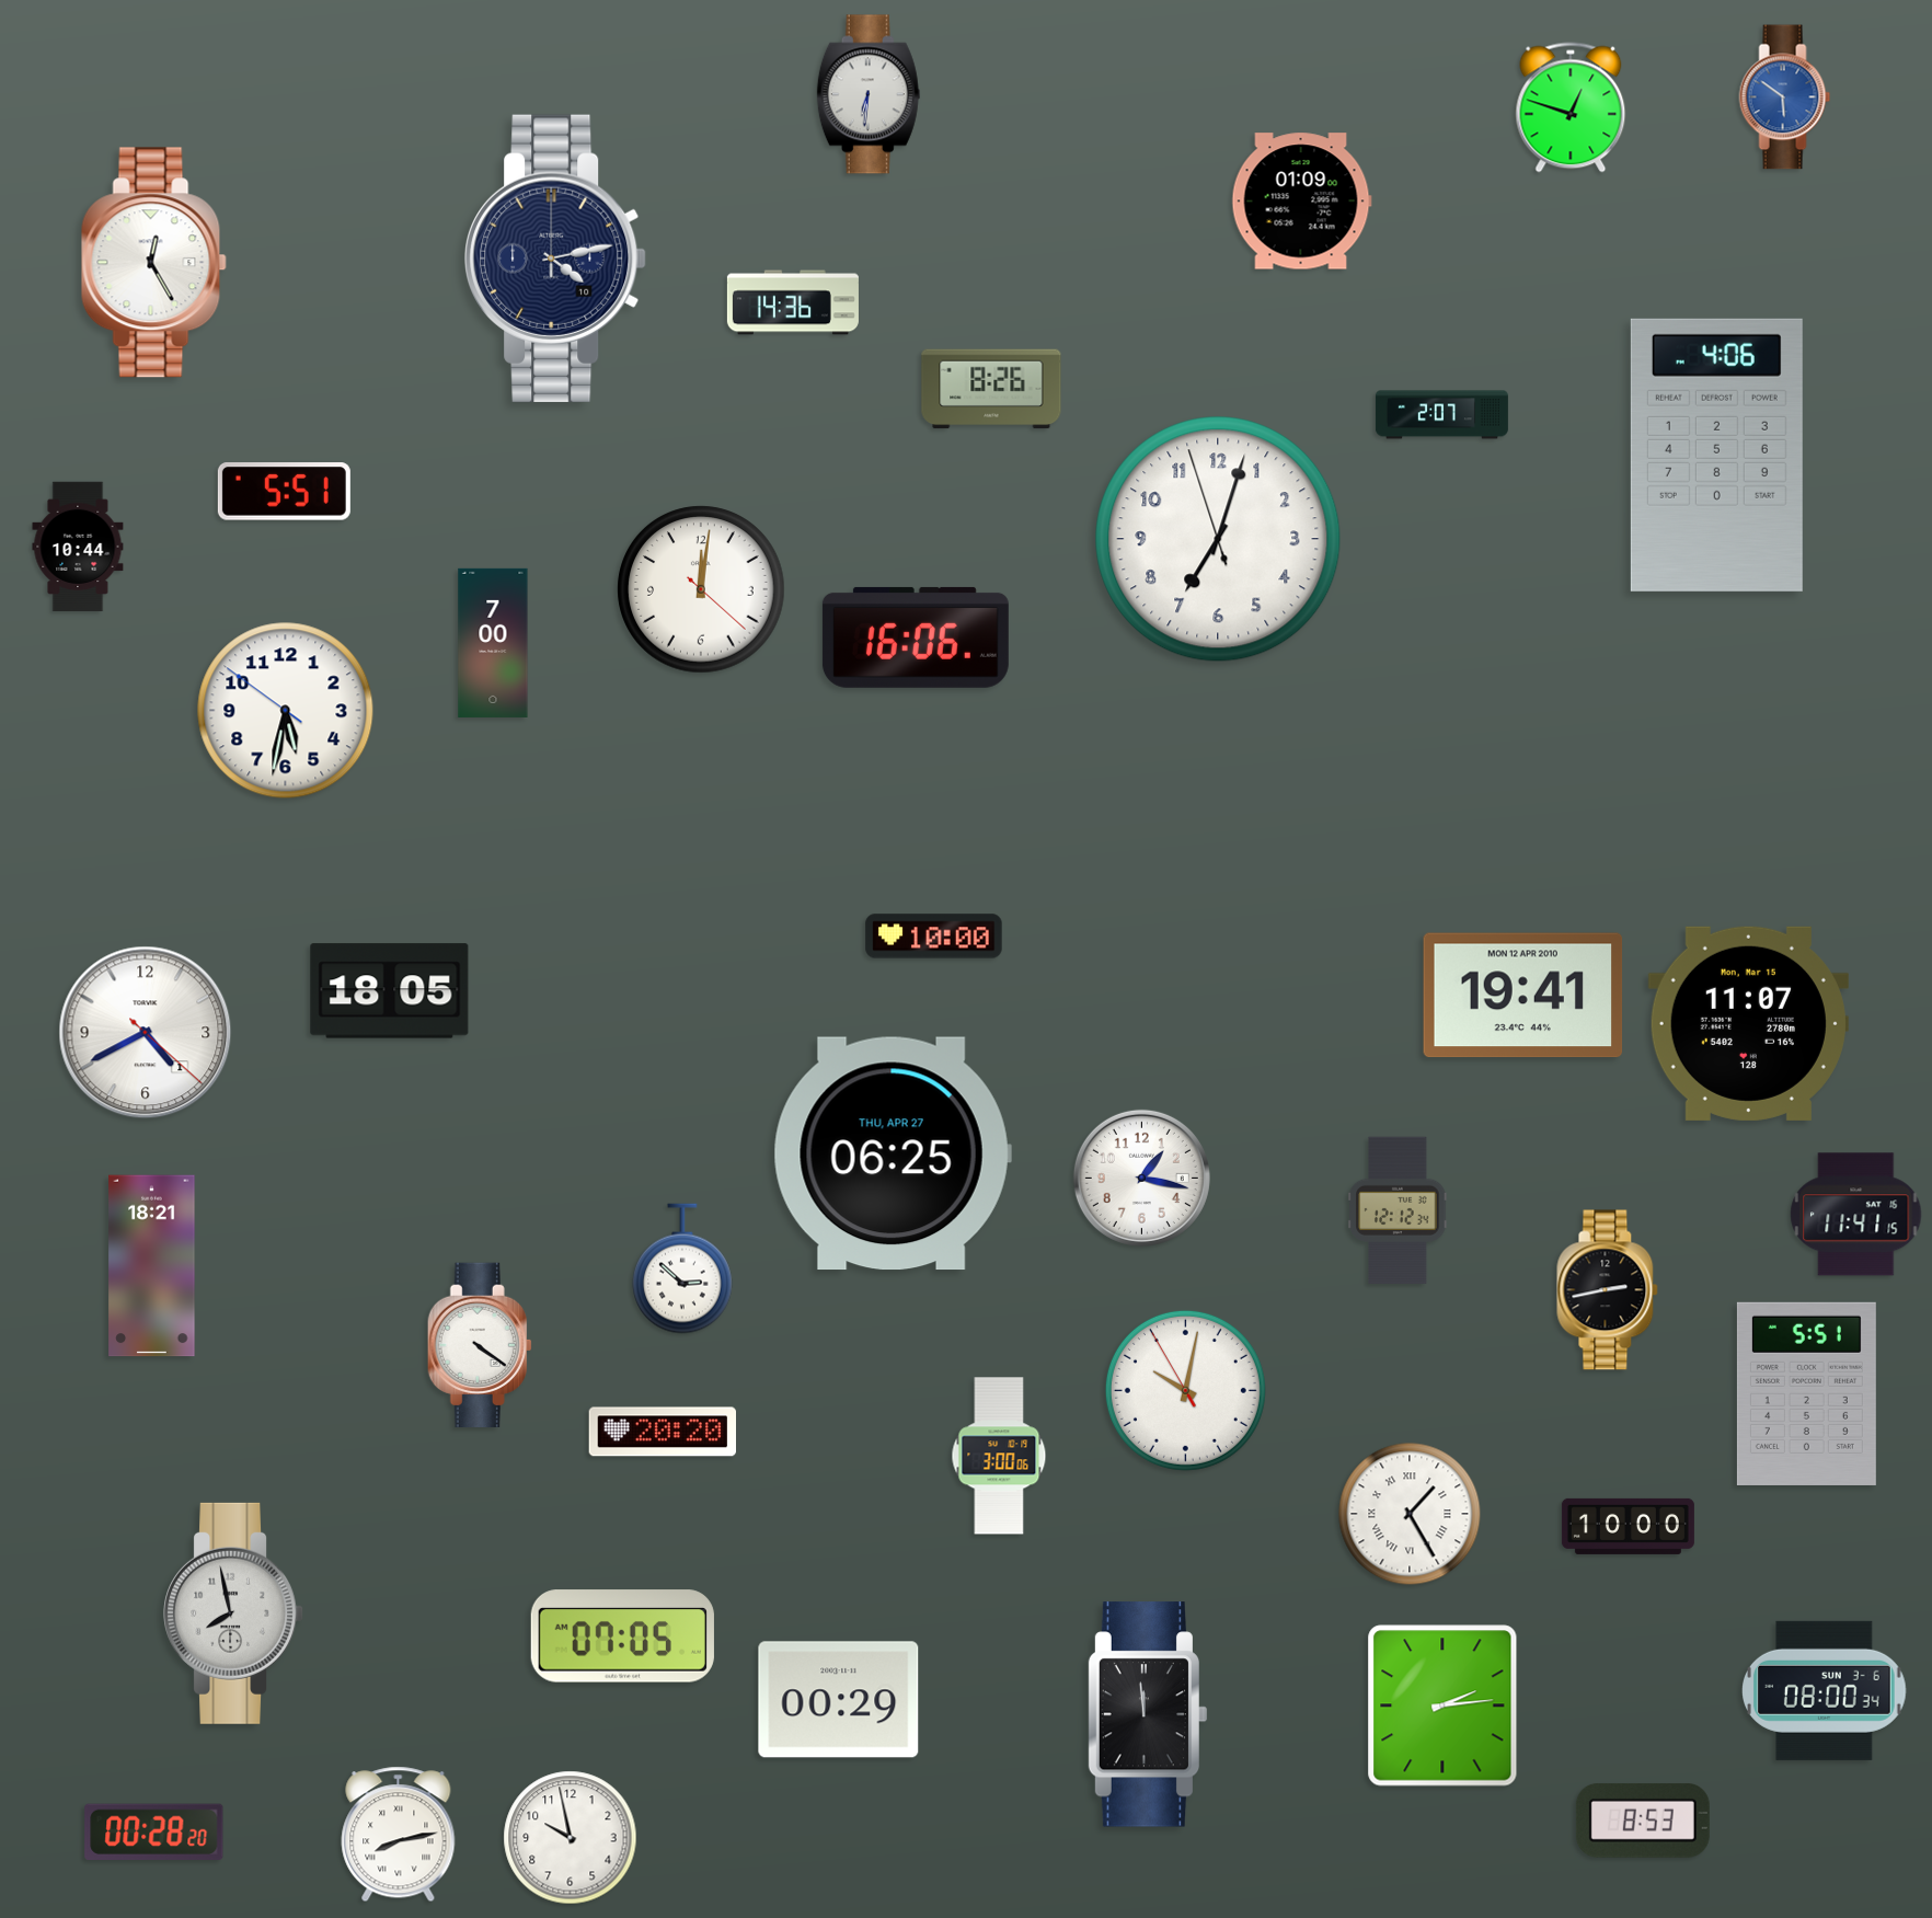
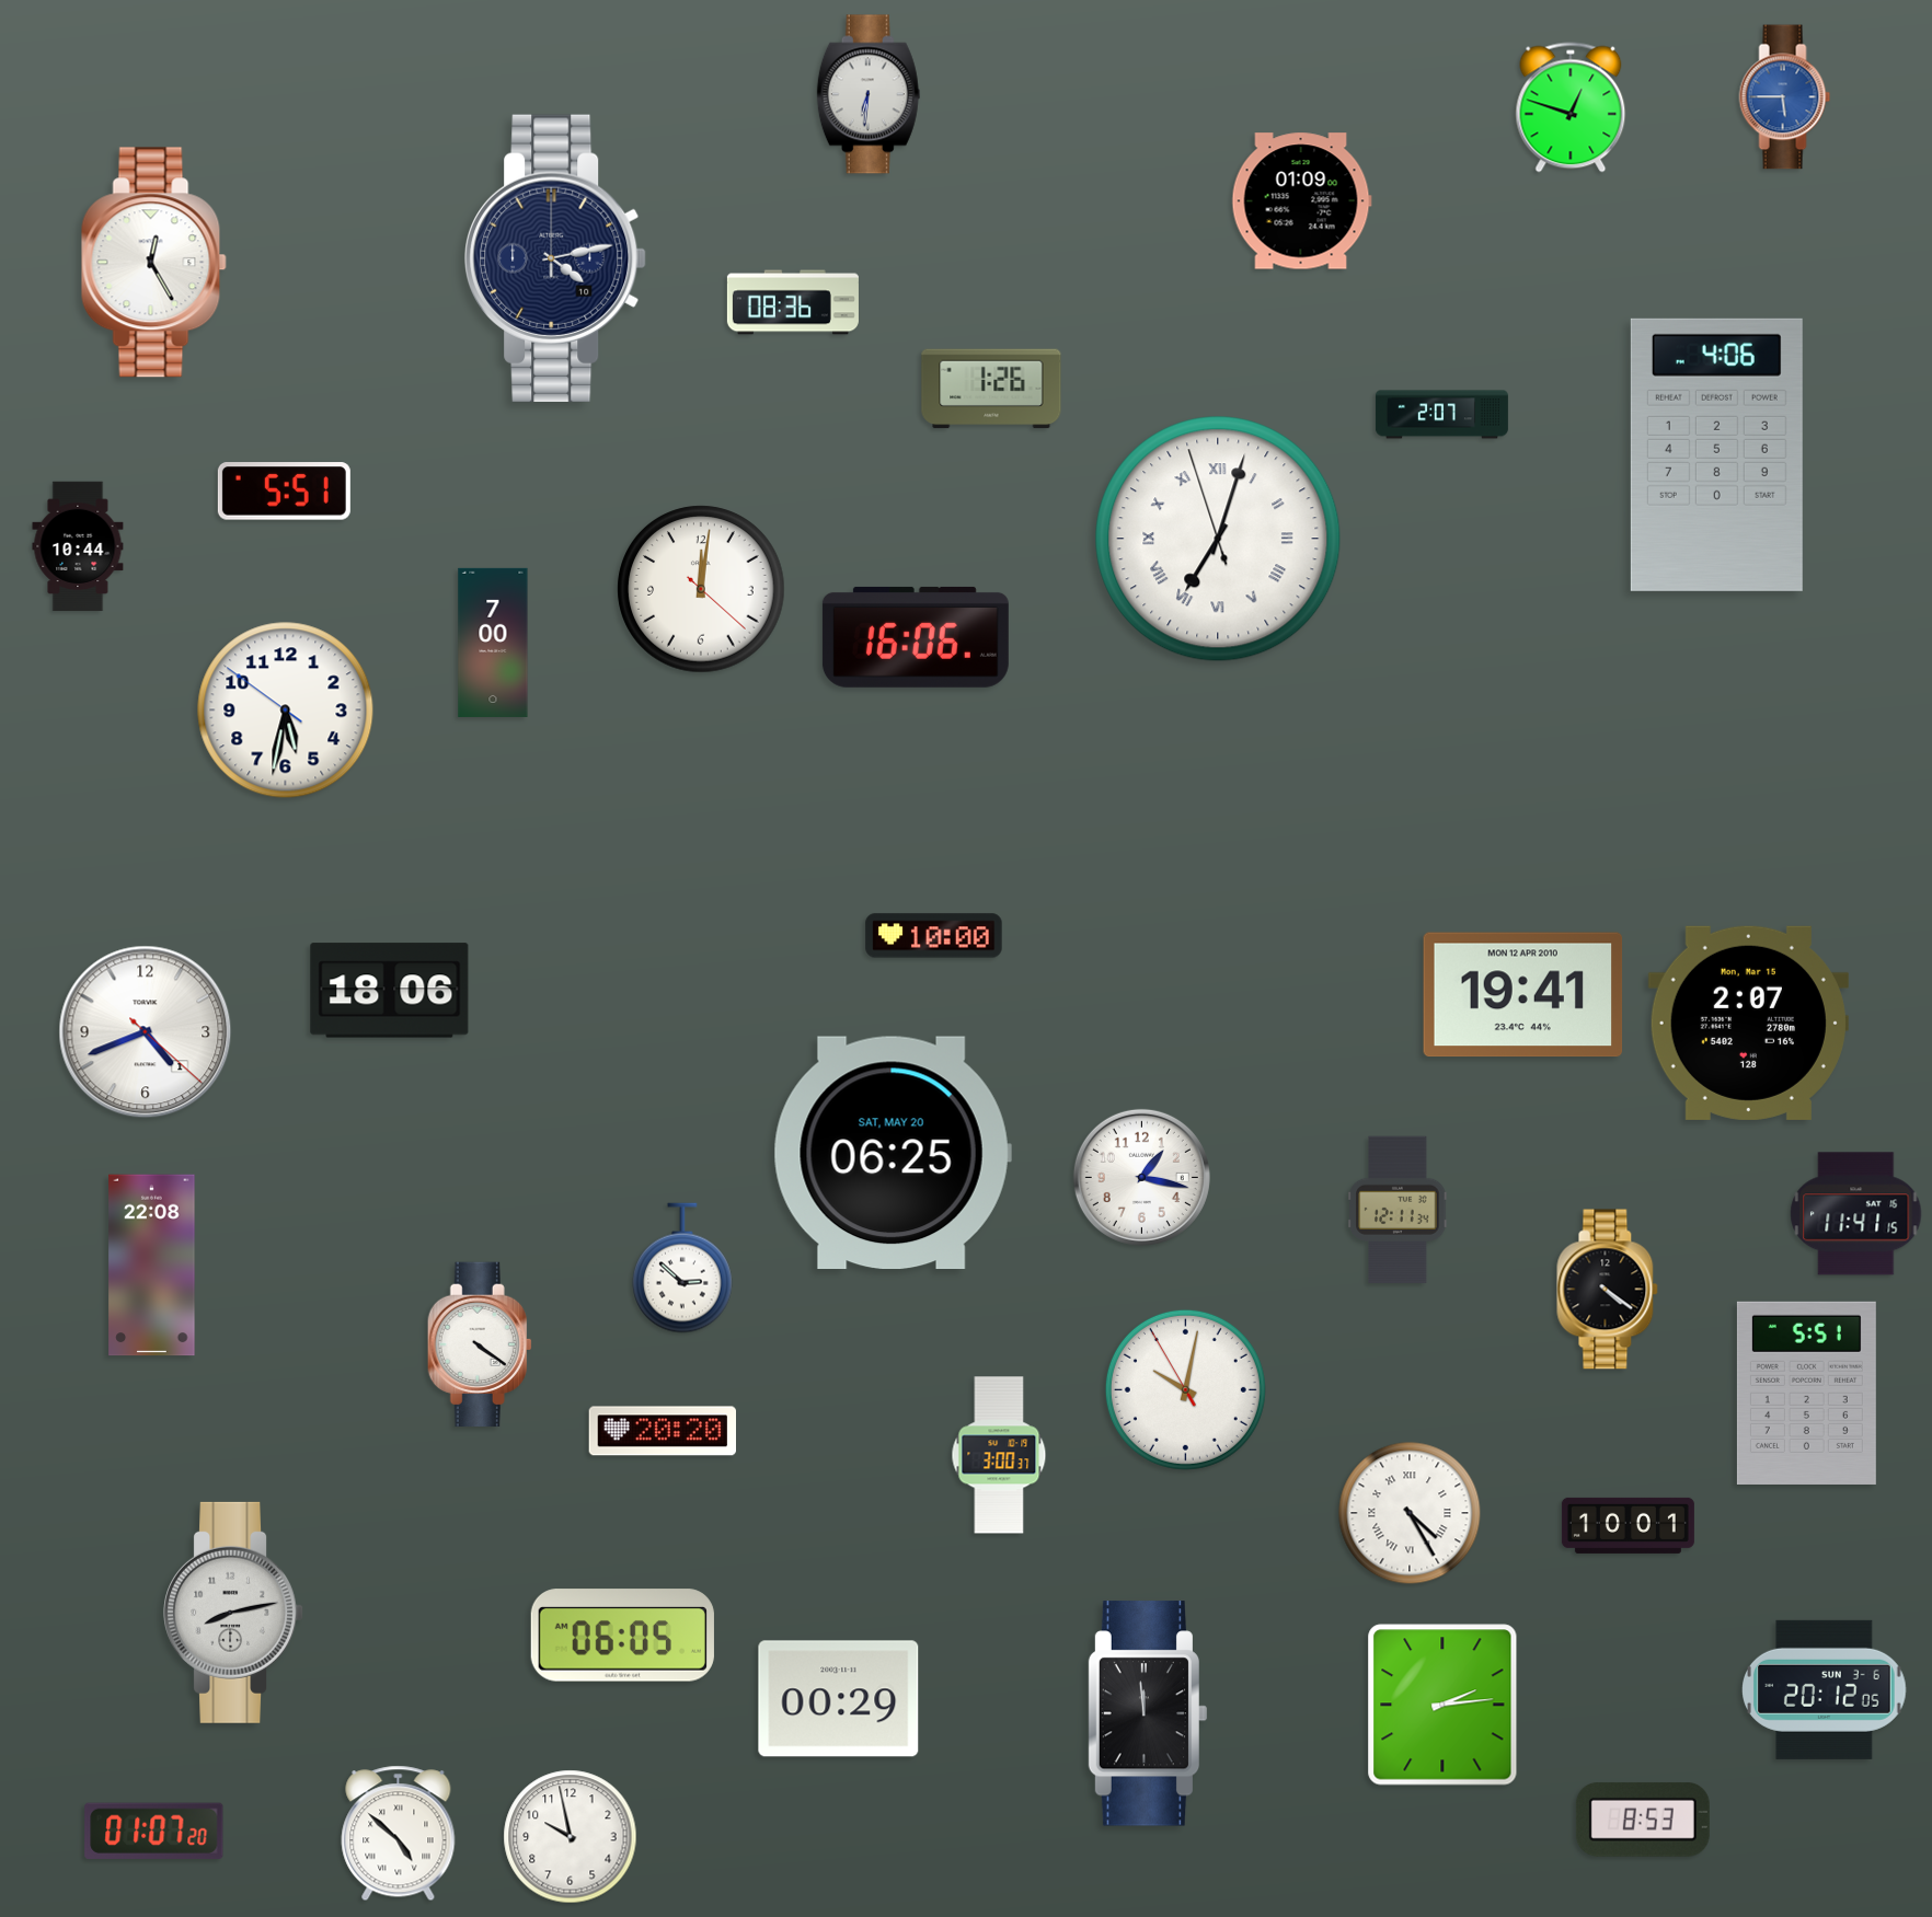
clock at (1785, 97): 5:51 -> 5:45
clock at (793, 302): 14:36 -> 08:36
clock at (991, 389): 8:26 -> 1:26
clock at (1218, 539) numerals: Arabic -> Roman
clock at (390, 991): 18:05 -> 18:06
clock at (1748, 1023): 11:07 -> 2:07
clock at (146, 1033): 4:40 -> 4:41
clock at (893, 1153) date: THU, APR 27 -> SAT, MAY 20
clock at (1398, 1210): 12:12 -> 12:11
clock at (152, 1266): 18:21 -> 22:08
clock at (1608, 1290): 2:43 -> 4:21
clock at (999, 1456): 3:00:06 -> 3:00:37
clock at (1410, 1514): 1:25 -> 4:25
clock at (1628, 1526): 10:00 -> 10:01
clock at (233, 1613): 7:58 -> 8:13
clock at (622, 1636): 07:05 -> 06:05
clock at (1825, 1690): 08:00 -> 20:12
clock at (154, 1831): 00:28 -> 01:07
clock at (399, 1835): 8:13 -> 4:52
